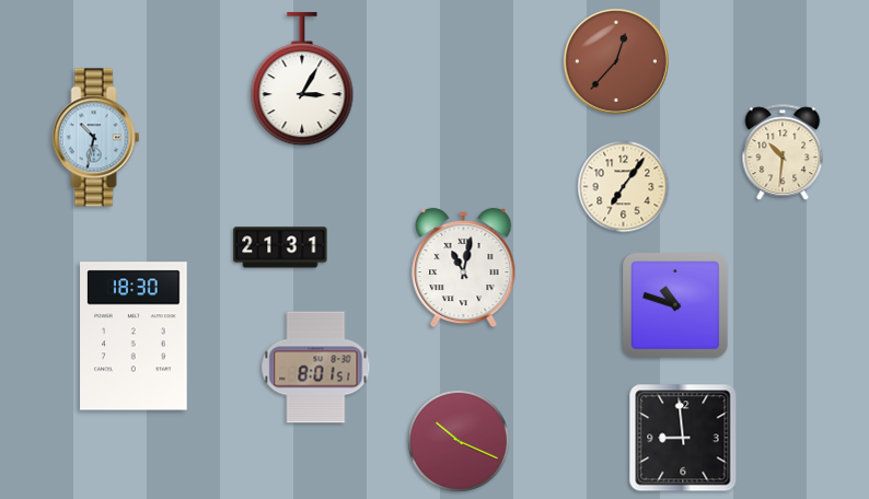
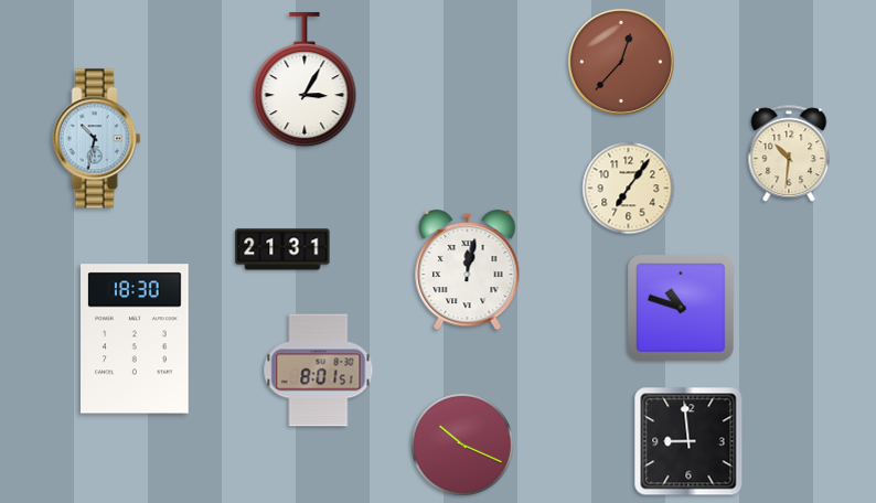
clock at (464, 268): 11:02 -> 12:02
